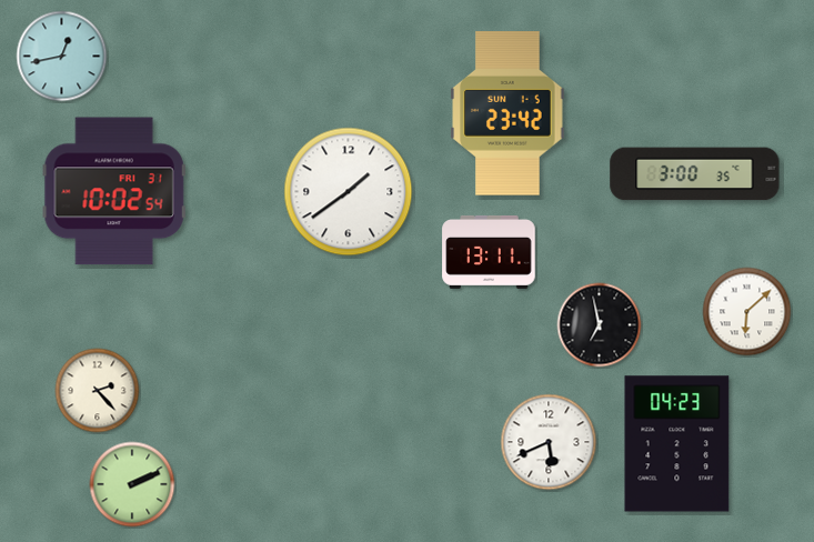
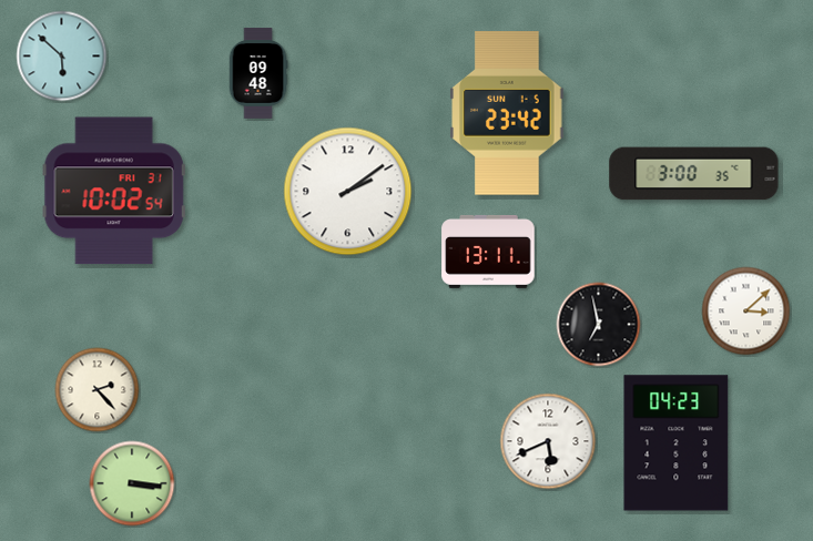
clock at (62, 57): 12:43 -> 5:52
clock at (258, 73): none -> 09:48
clock at (349, 192): 1:39 -> 2:09
clock at (747, 312): 6:08 -> 3:08
clock at (132, 484): 2:11 -> 3:16
